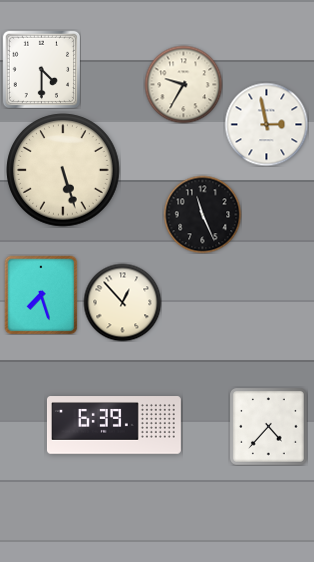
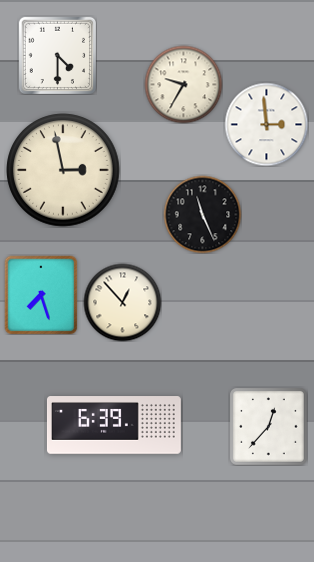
clock at (41, 69) position: (41, 69) -> (57, 55)
clock at (266, 124): 2:58 -> 2:59
clock at (63, 170): 5:27 -> 2:58
clock at (269, 427): 4:37 -> 12:37
